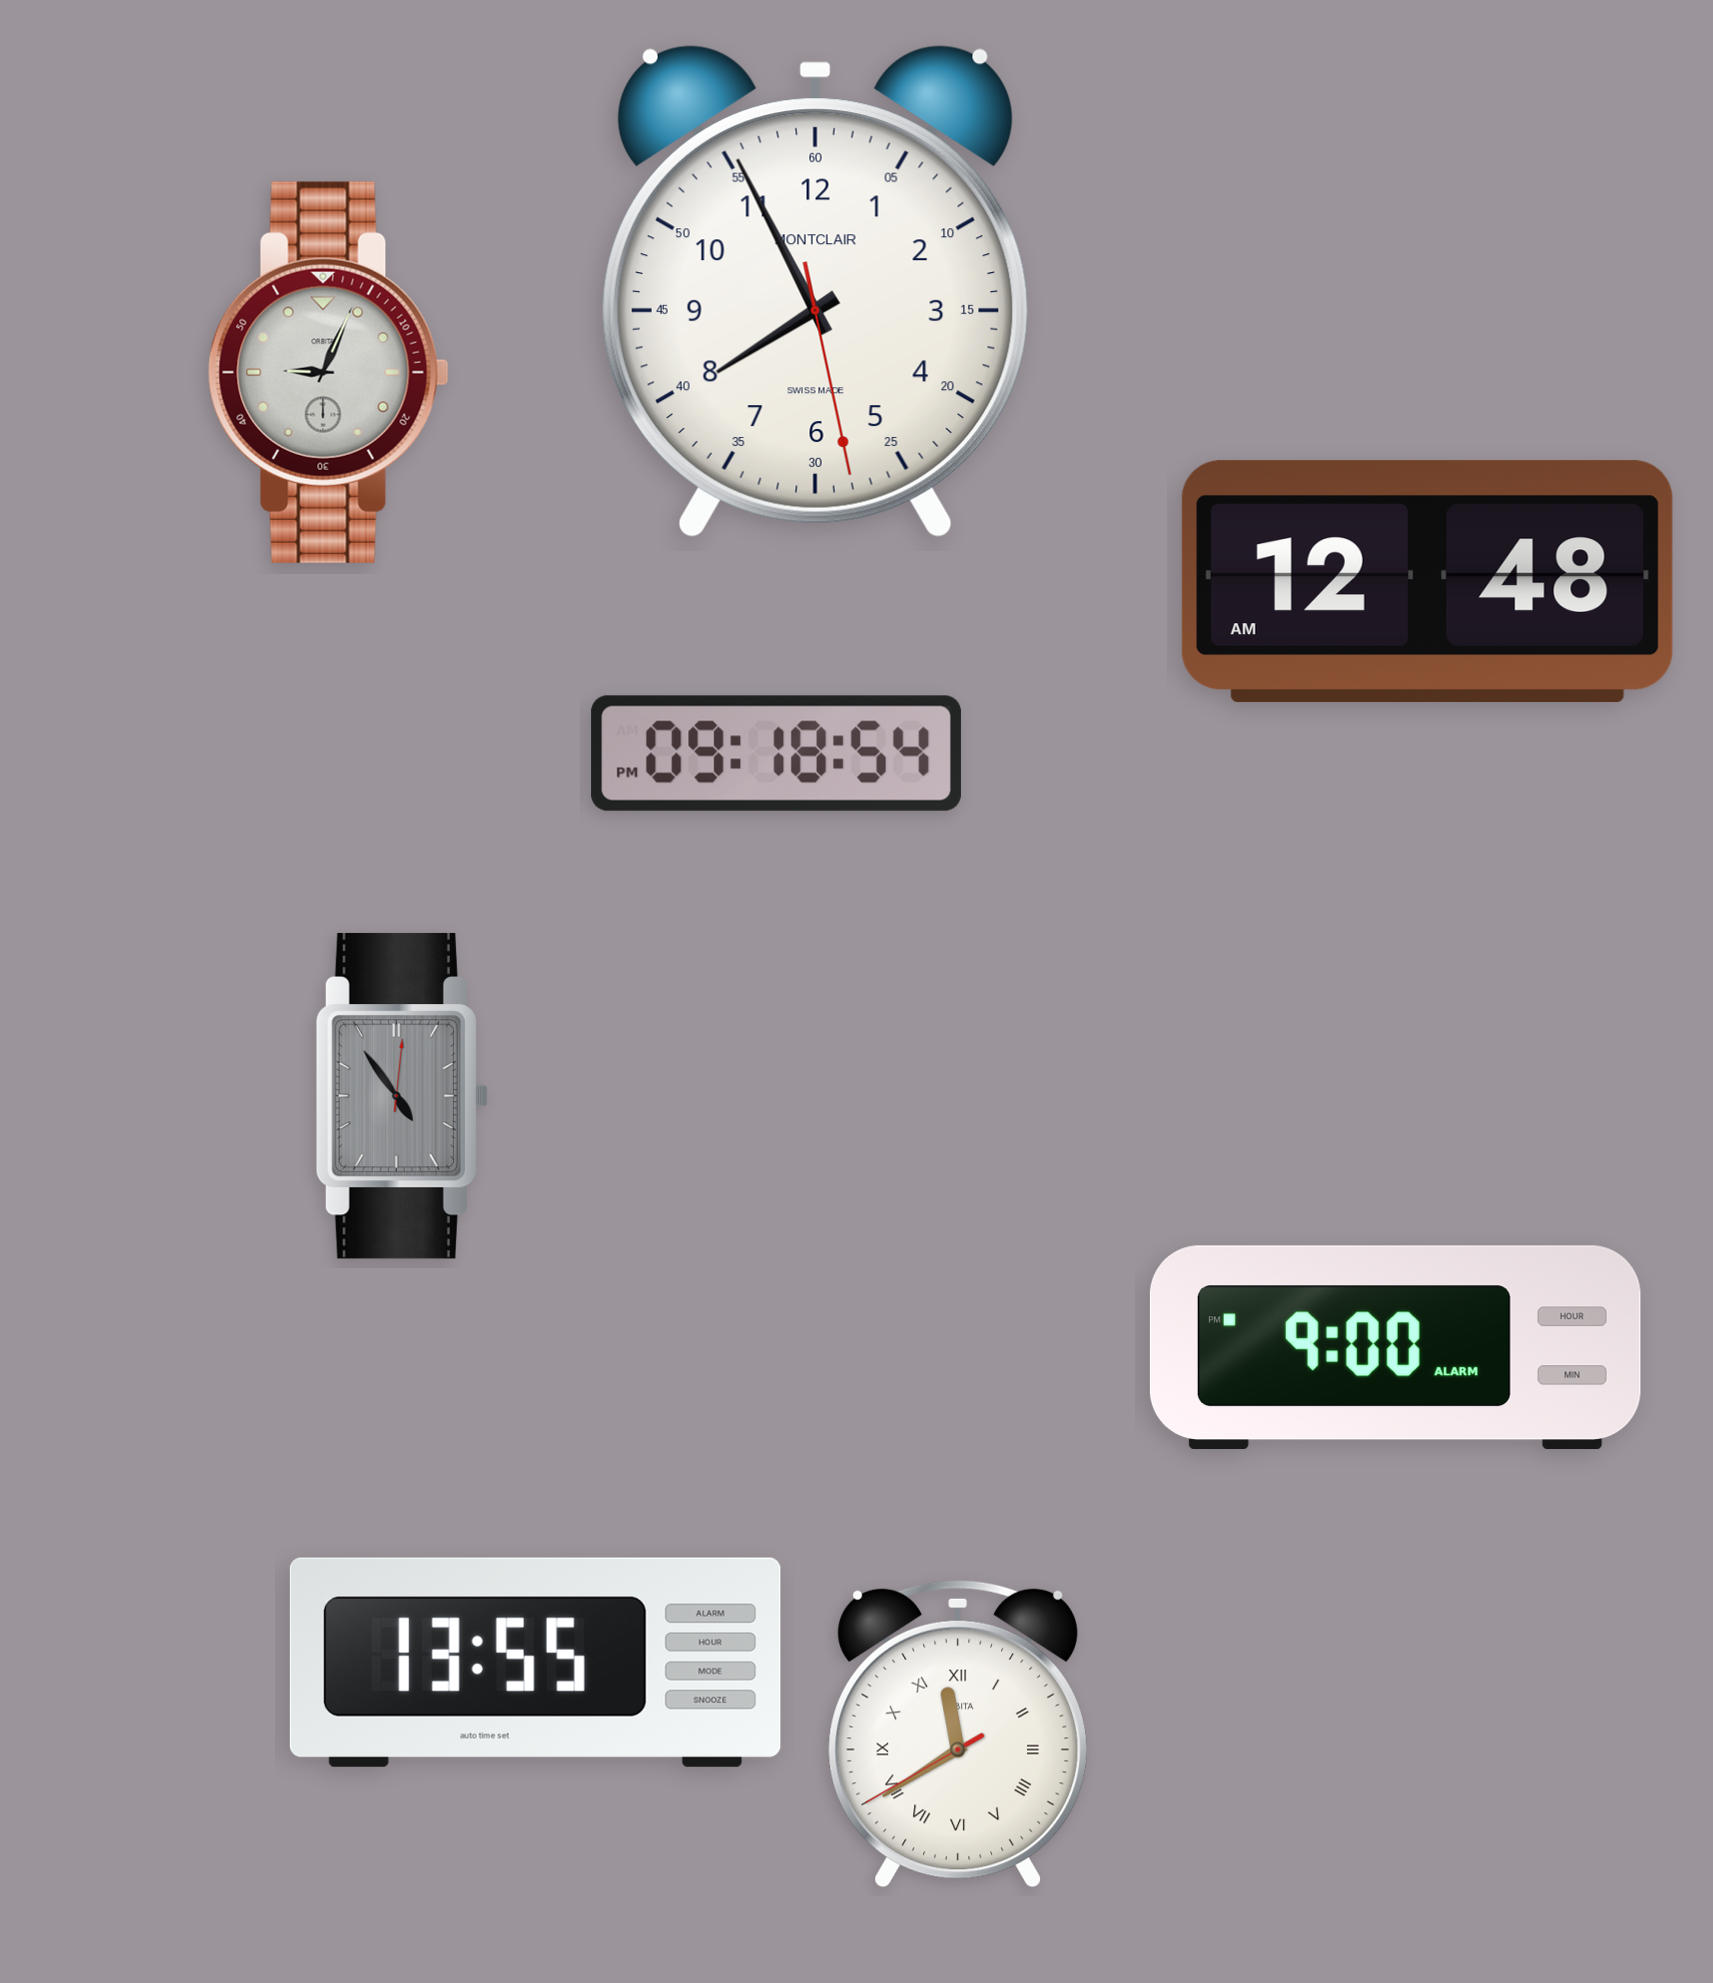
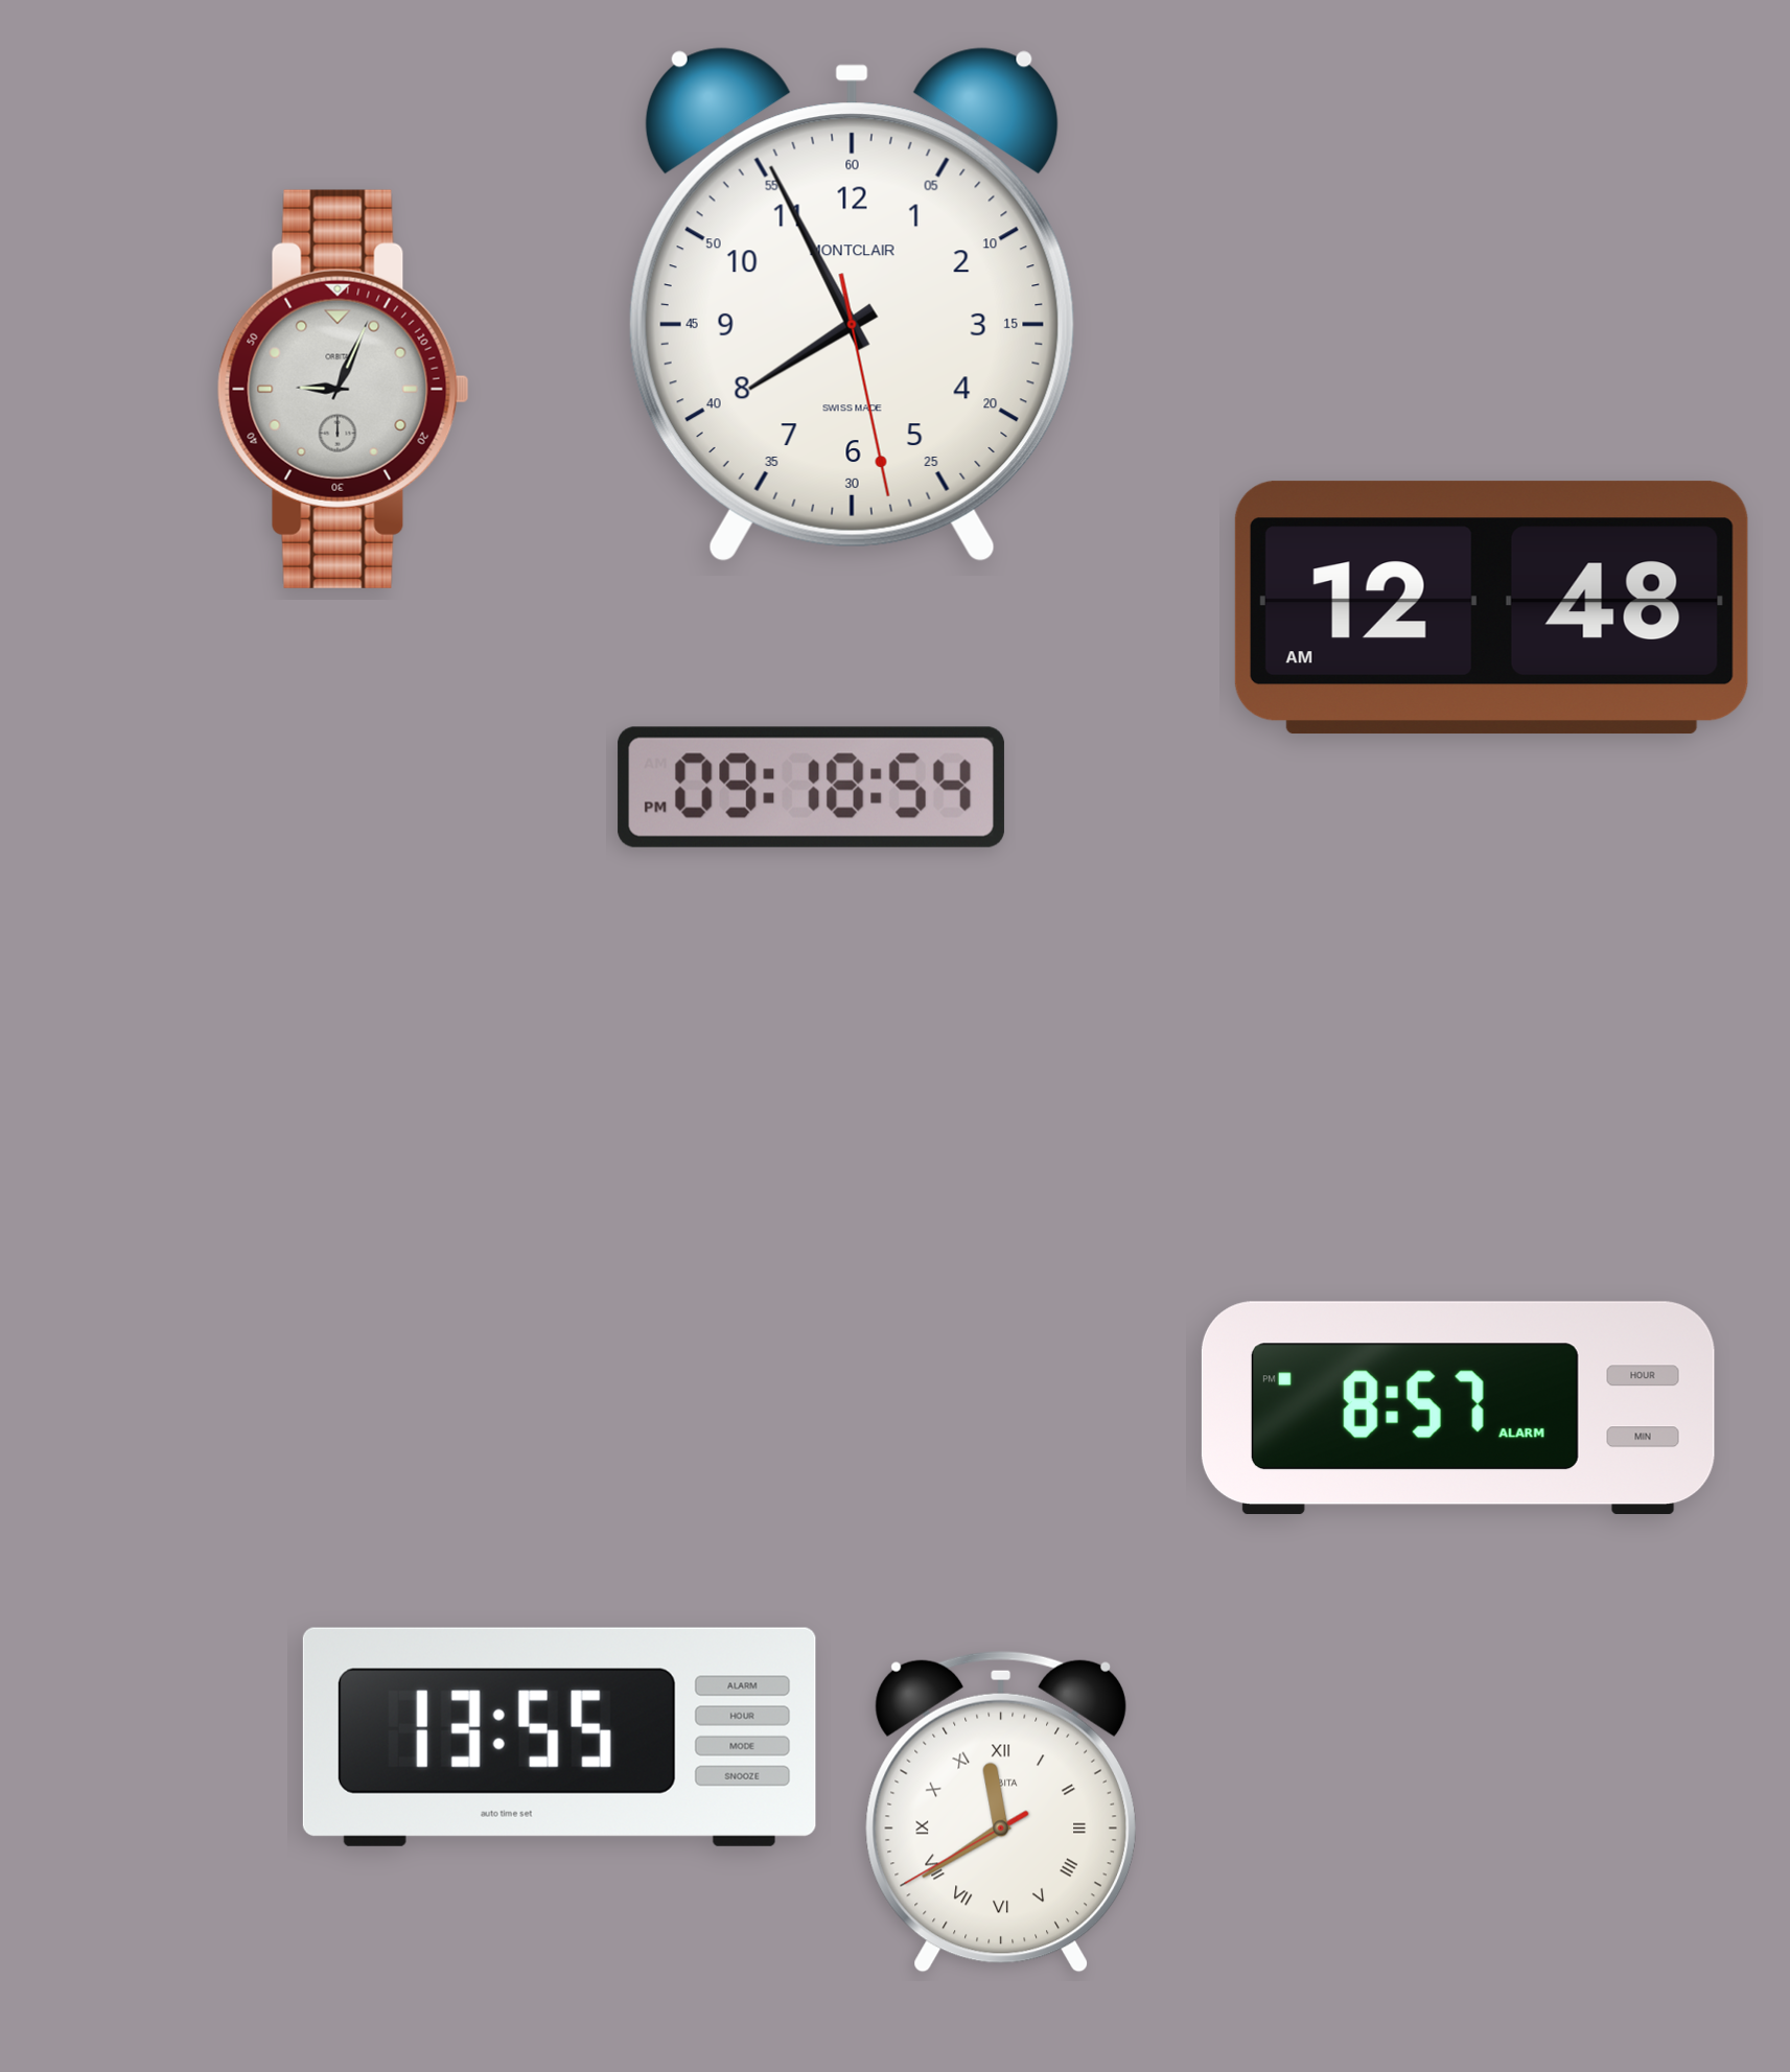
clock at (402, 1096): 4:54 -> none
clock at (1395, 1348): 9:00 -> 8:57
